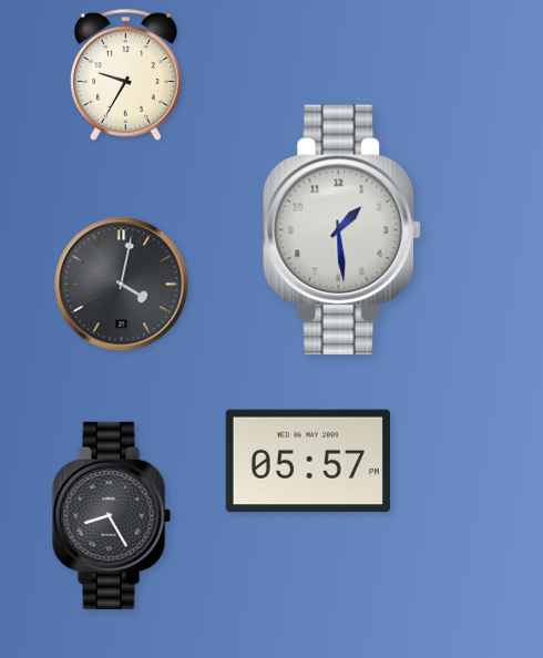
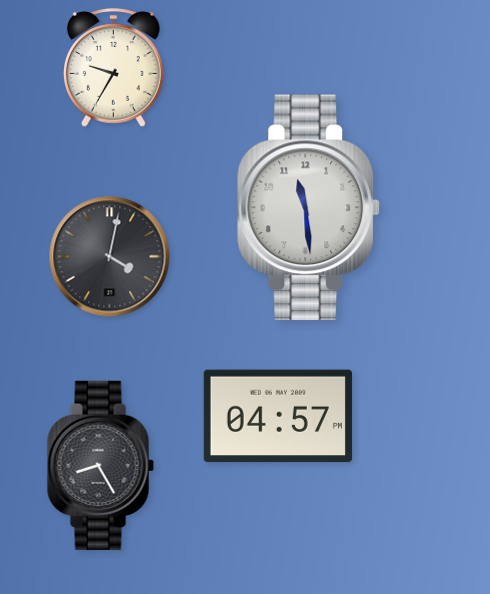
clock at (342, 230): 1:29 -> 11:29
clock at (308, 461): 05:57 -> 04:57
